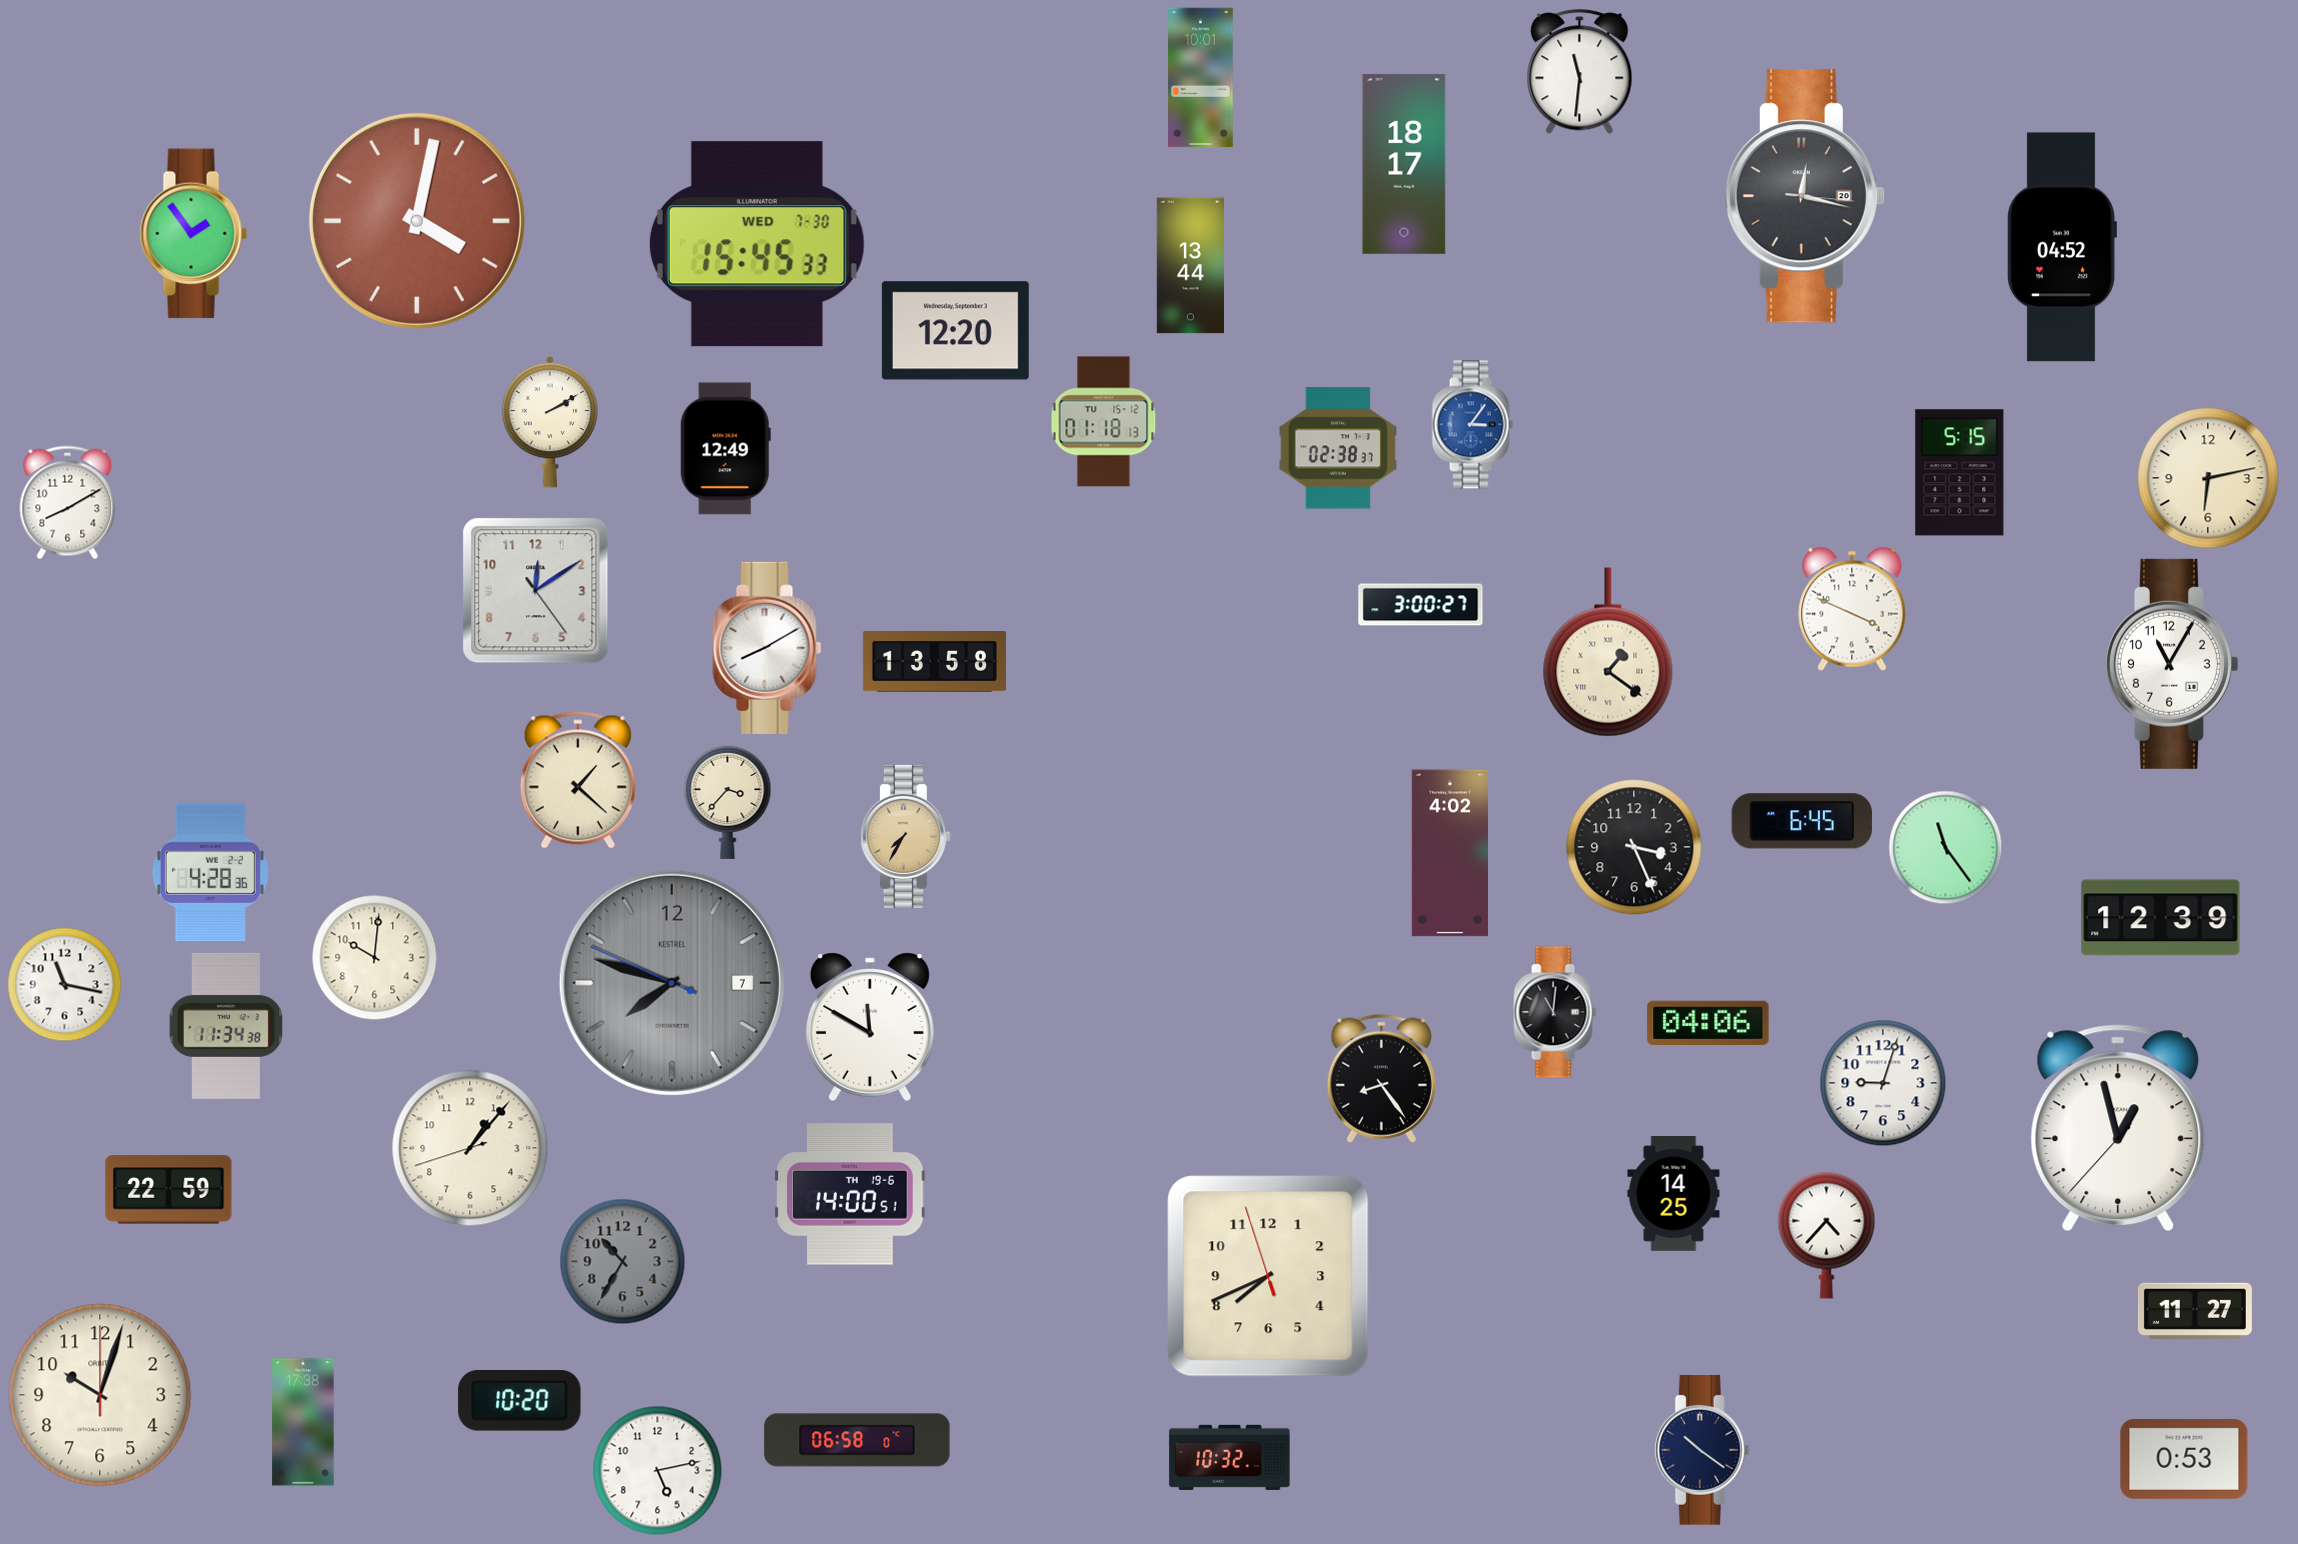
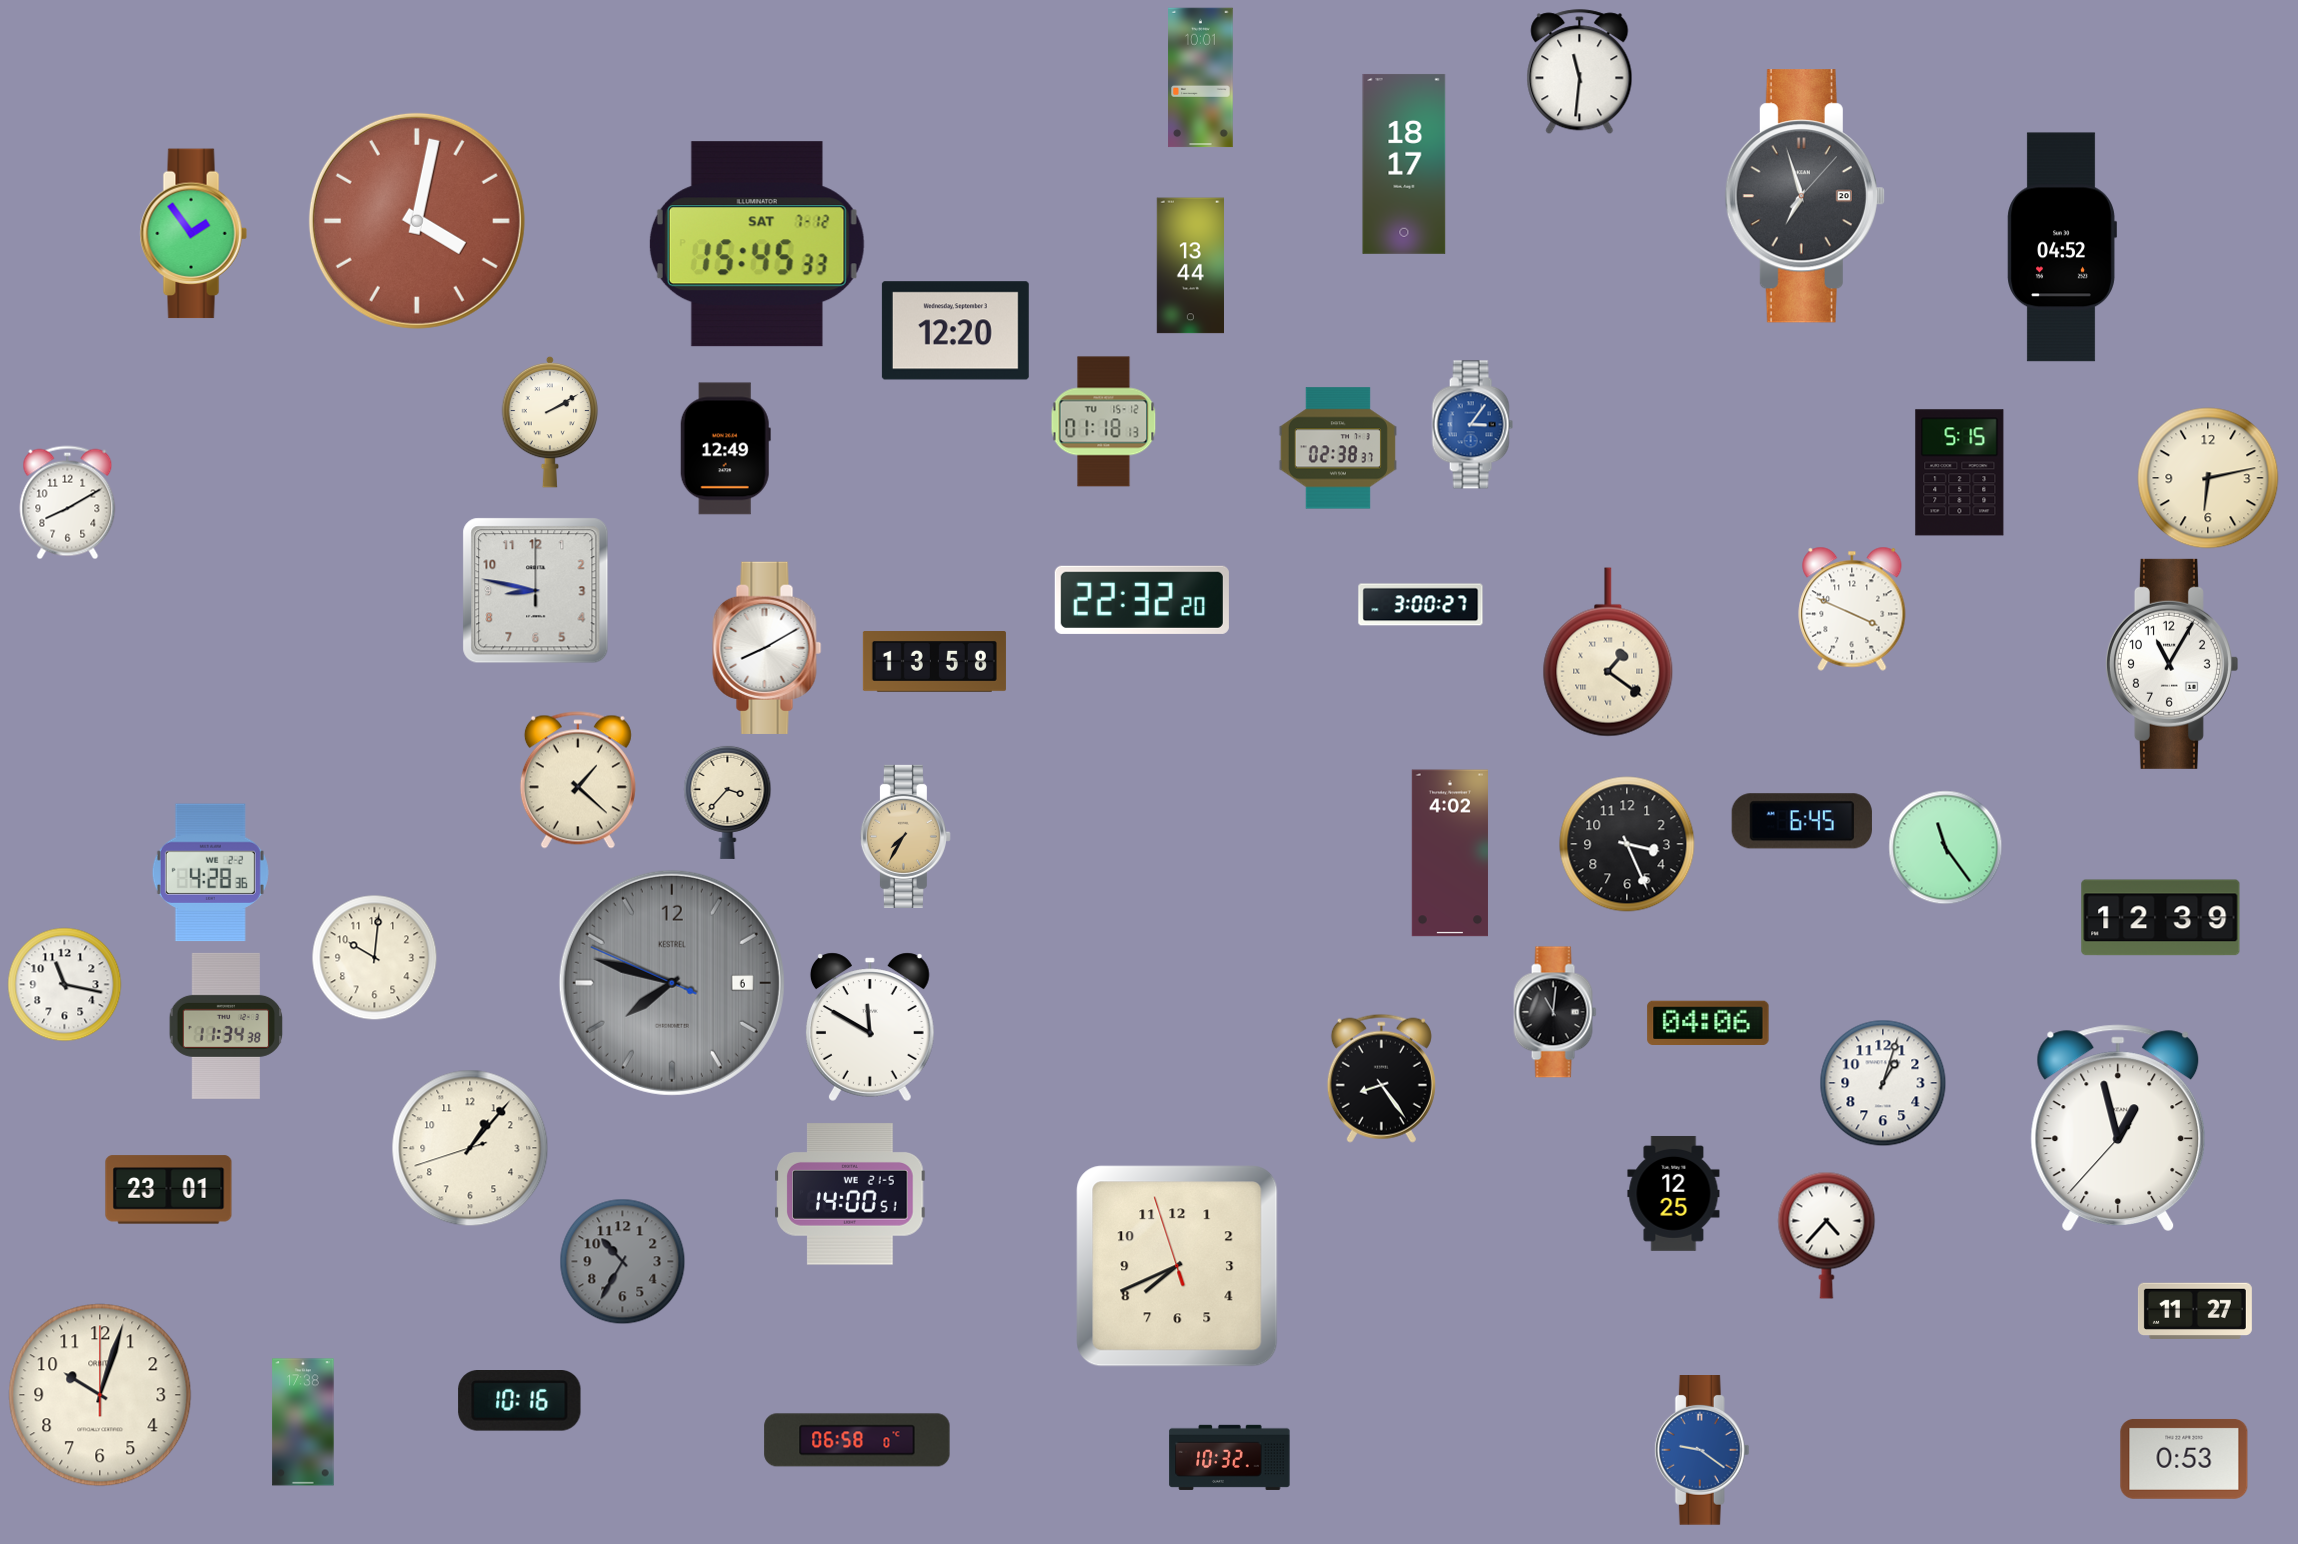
clock at (1805, 196): 12:17 -> 6:57
clock at (757, 244) date: WED 7-30 -> SAT 7-12
clock at (536, 591): 12:09 -> 8:47
clock at (1142, 600): none -> 22:32
clock at (1634, 847) position: (1634, 847) -> (1627, 844)
clock at (672, 983) date: 7 -> 6
clock at (1883, 1083): 9:03 -> 1:03
clock at (169, 1190): 22:59 -> 23:01
clock at (1674, 1193): 14:25 -> 12:25
clock at (850, 1194) date: TH 19-6 -> WE 21-5
clock at (1268, 1276) position: (1268, 1276) -> (1177, 1266)
clock at (520, 1401): 10:20 -> 10:16
clock at (1702, 1451): 10:21 -> 9:21
clock at (1702, 1451) dial: navy -> blue
clock at (658, 1471): 5:13 -> none
